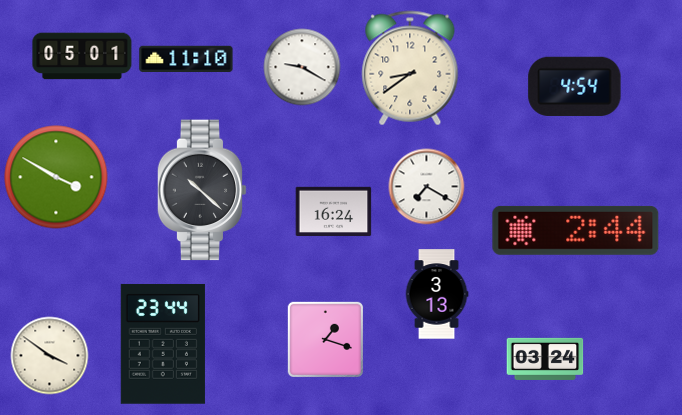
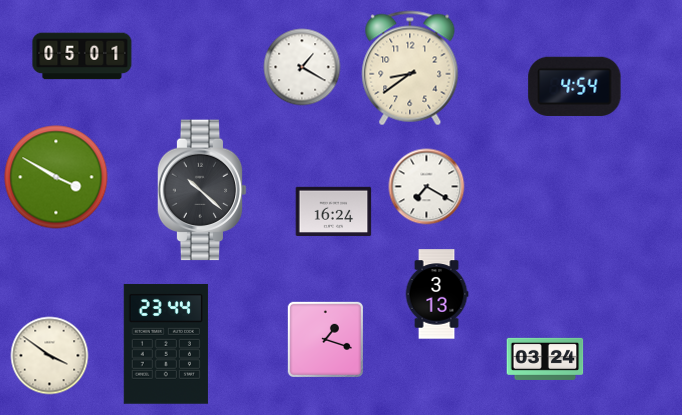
clock at (186, 58): 11:10 -> none
clock at (302, 67): 9:20 -> 1:20
clock at (576, 230): 2:44 -> none
clock at (163, 344) position: (163, 344) -> (166, 344)
